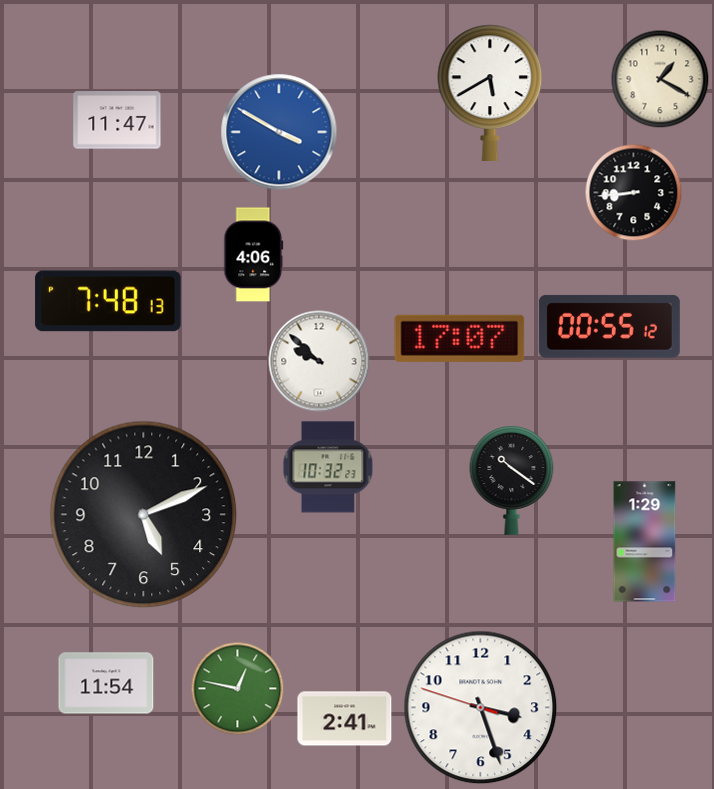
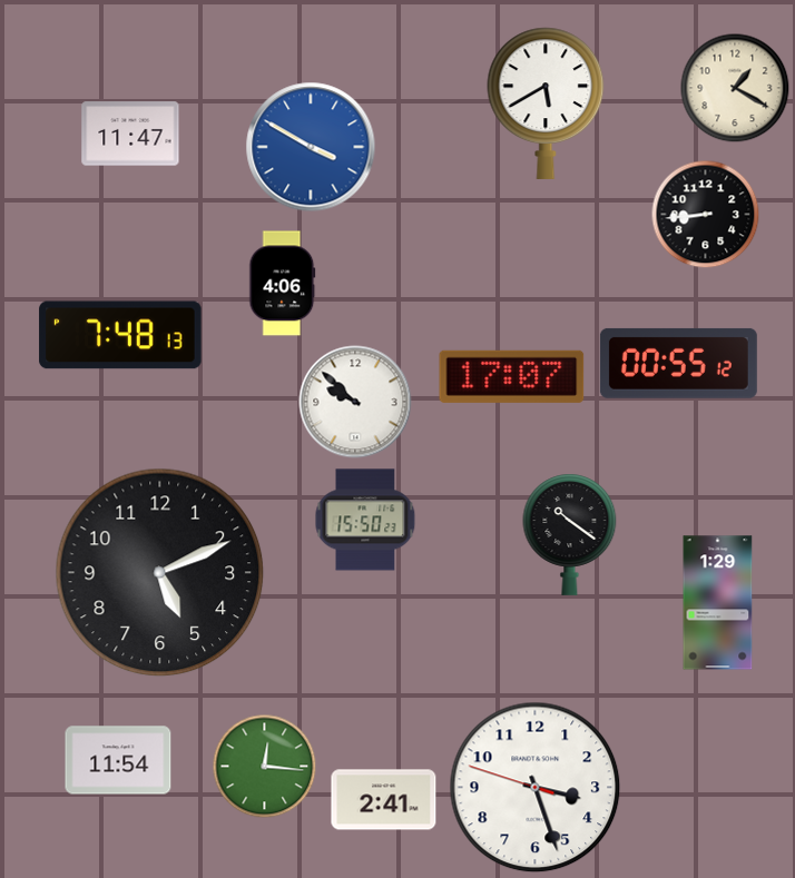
clock at (328, 467): 10:32 -> 15:50
clock at (238, 689): 12:47 -> 12:16
